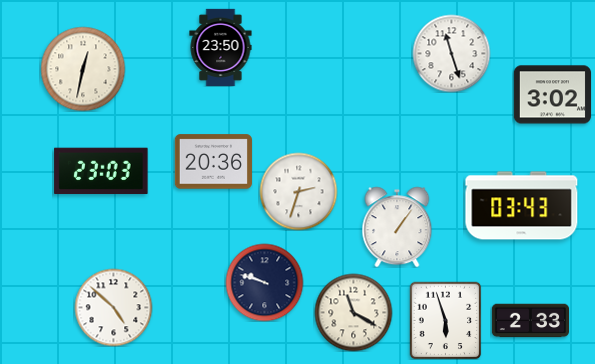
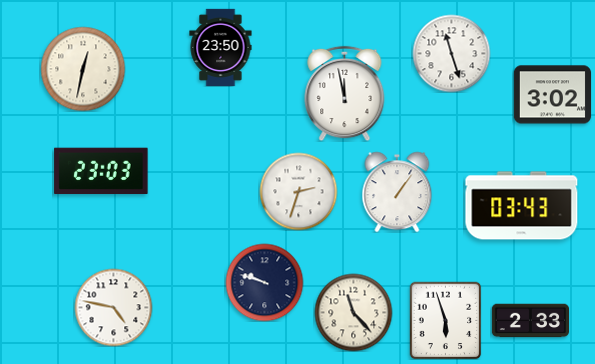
clock at (345, 93): none -> 11:58
clock at (213, 162): 20:36 -> none
clock at (397, 227) position: (397, 227) -> (397, 192)
clock at (113, 307): 4:52 -> 4:47
clock at (353, 312): 11:20 -> 11:23
